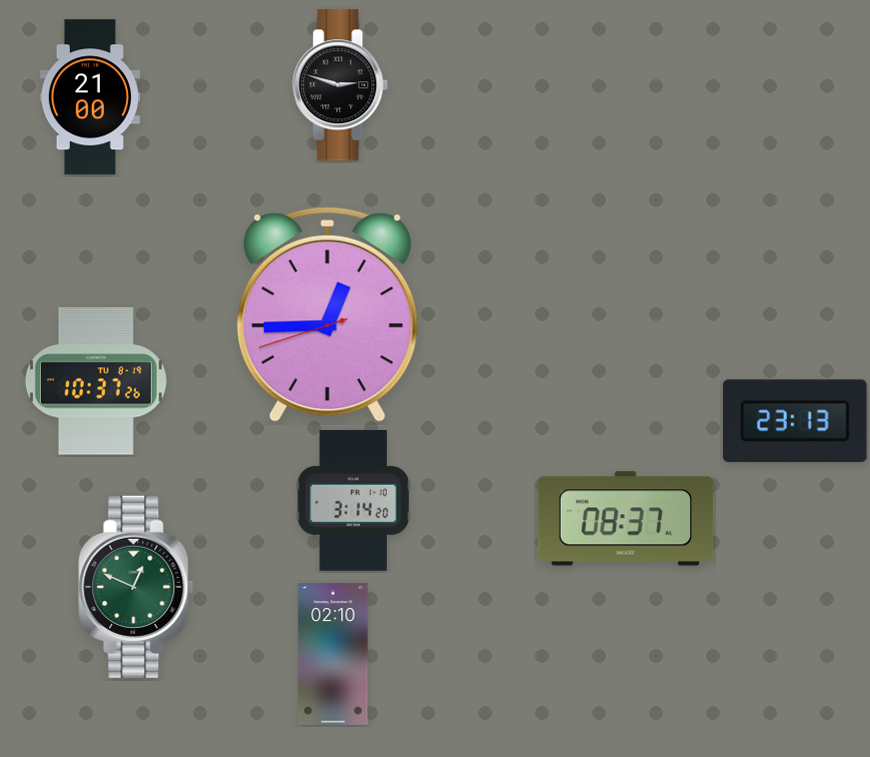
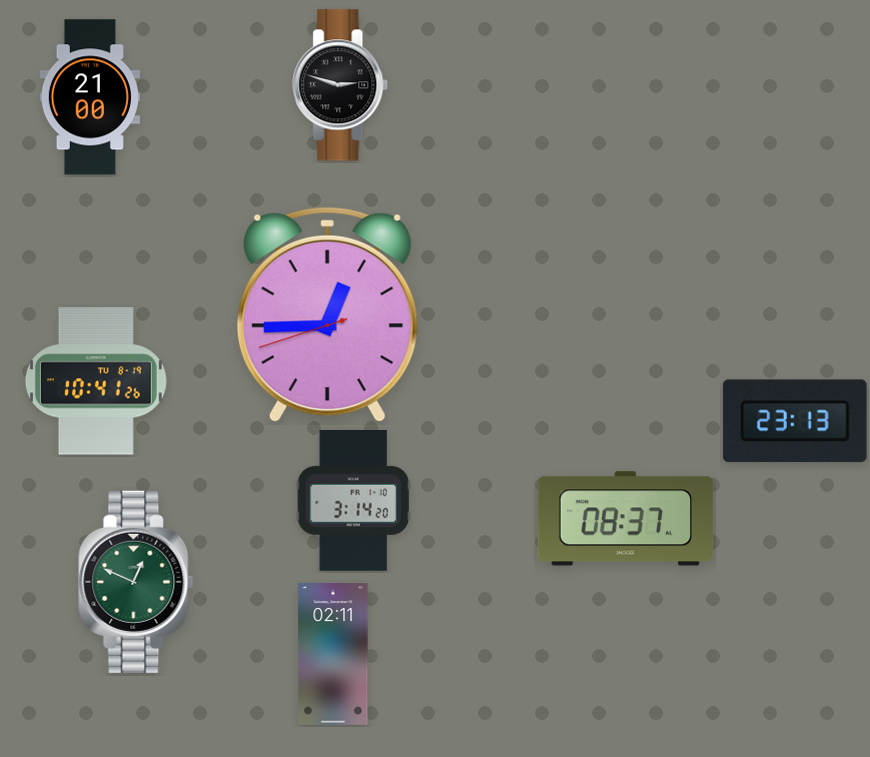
clock at (96, 381): 10:37 -> 10:41
clock at (136, 587) position: (136, 587) -> (136, 582)
clock at (333, 654): 02:10 -> 02:11
